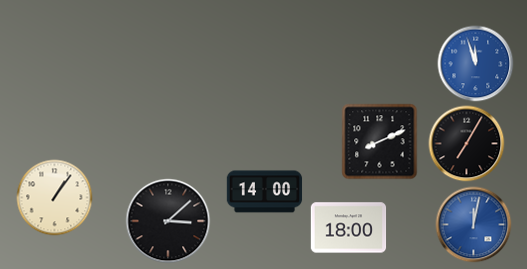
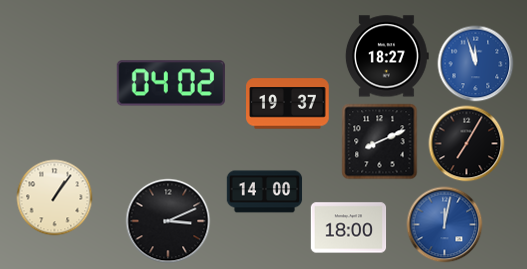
clock at (387, 56): none -> 18:27
clock at (171, 83): none -> 04:02
clock at (288, 104): none -> 19:37
clock at (168, 221): 3:08 -> 3:11
clock at (474, 225) position: (474, 225) -> (445, 225)
